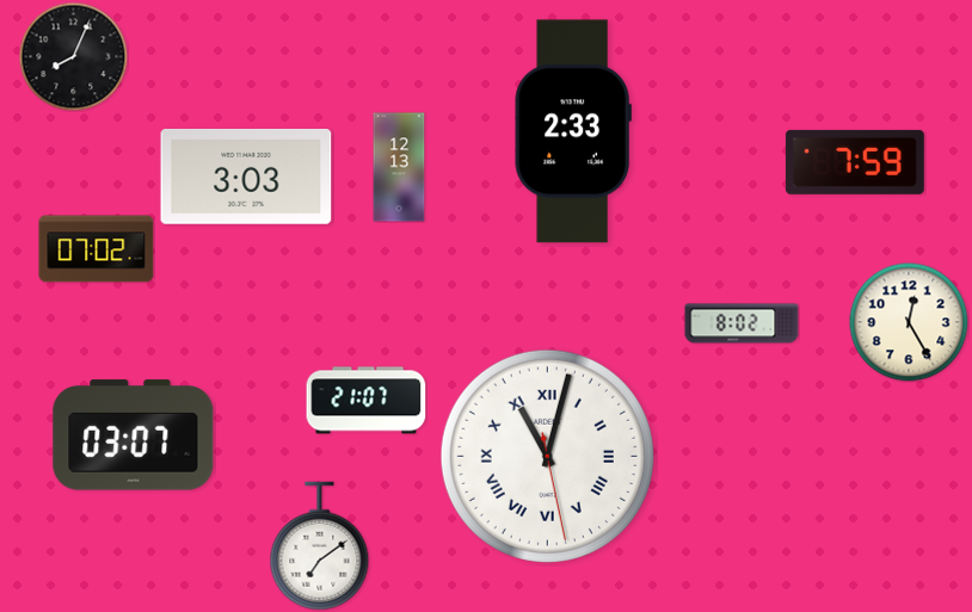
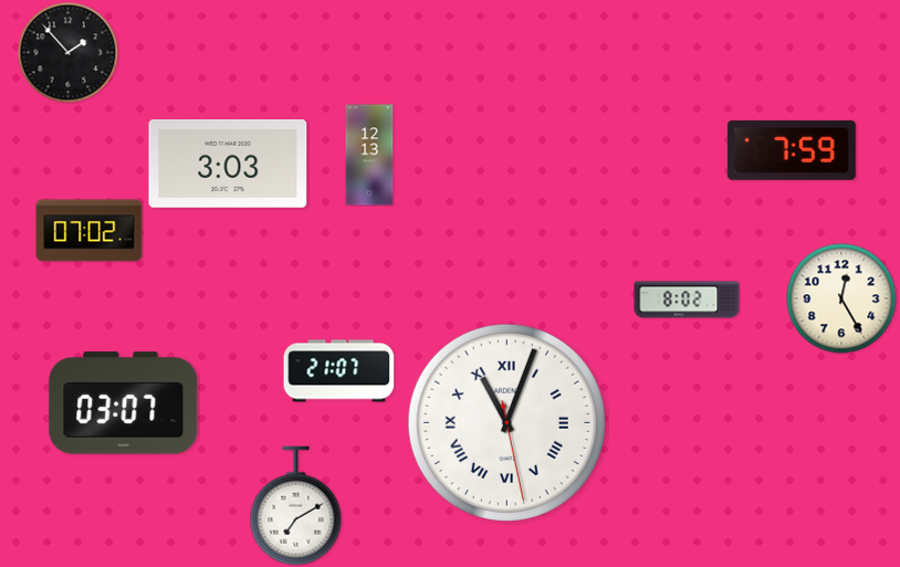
clock at (73, 56): 8:04 -> 1:53
clock at (573, 131): 2:33 -> none
clock at (547, 456): 11:02 -> 11:03
clock at (320, 546): 7:09 -> 7:10
